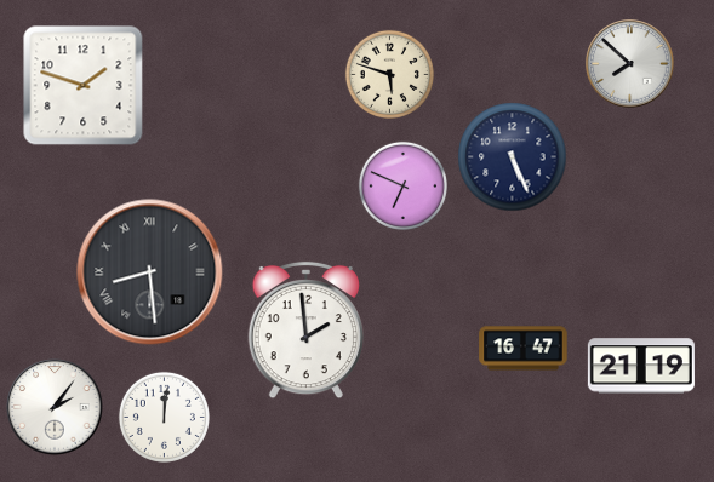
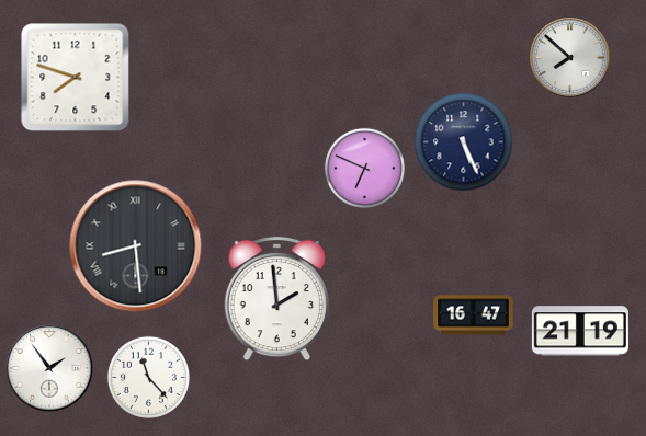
clock at (389, 74): 5:48 -> none
clock at (84, 86): 1:48 -> 7:48
clock at (55, 407): 2:06 -> 1:54
clock at (164, 417): 12:01 -> 11:23
